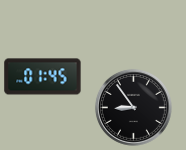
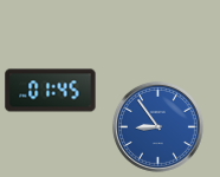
clock at (133, 107) dial: black -> blue
